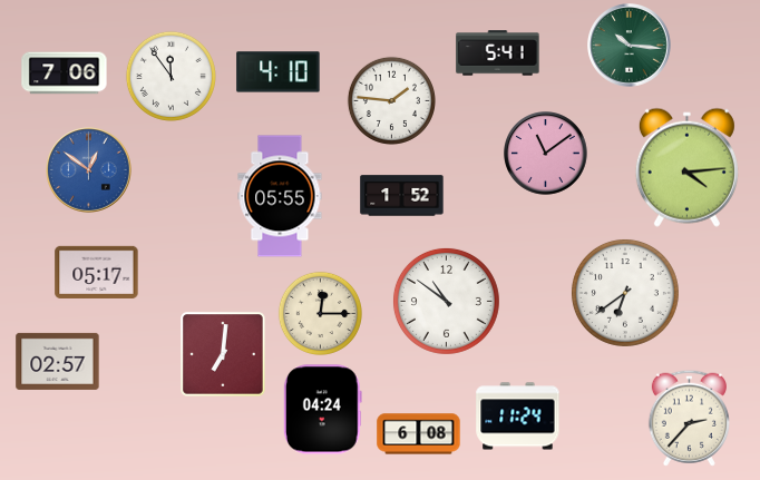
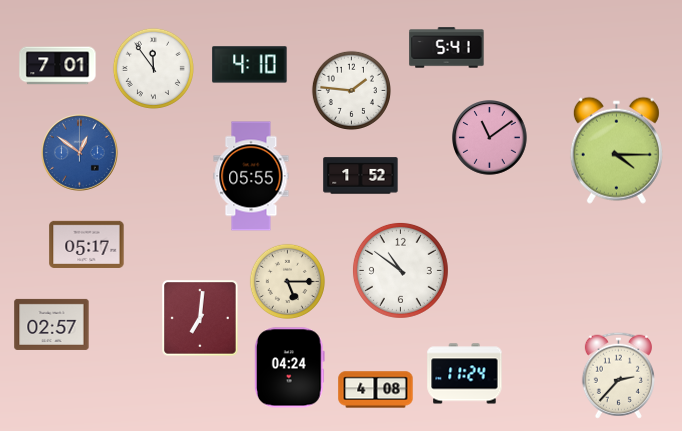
clock at (630, 46): 10:16 -> none
clock at (65, 74): 7:06 -> 7:01
clock at (686, 167): 4:14 -> 4:15
clock at (625, 293): 6:39 -> none
clock at (320, 313): 12:15 -> 5:15
clock at (419, 434): 6:08 -> 4:08
